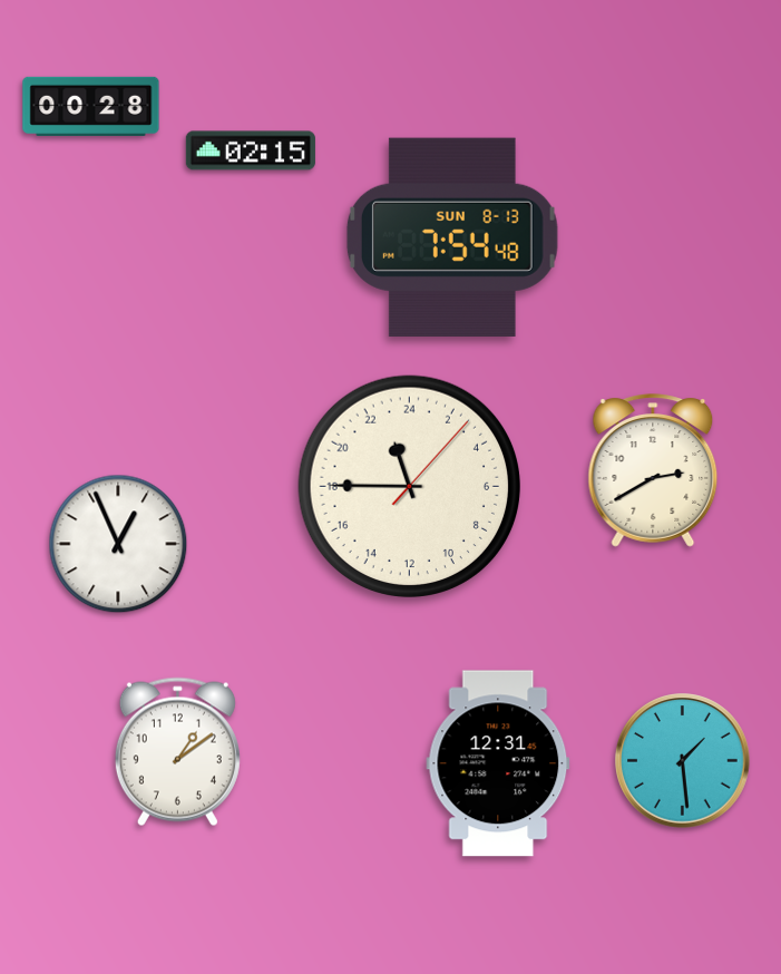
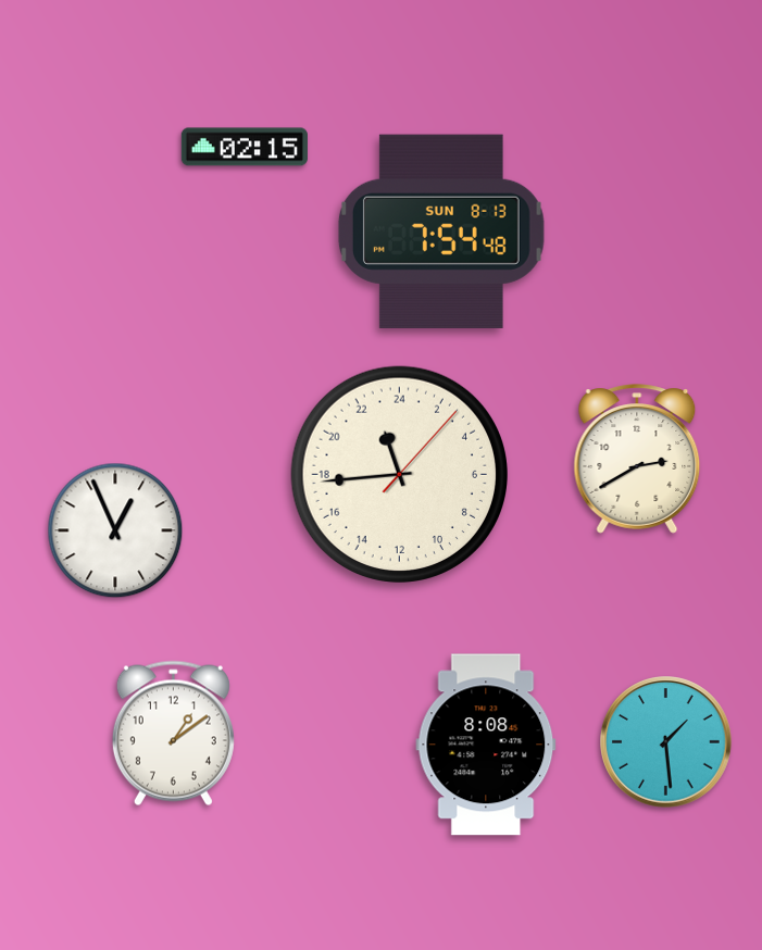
clock at (91, 106): 00:28 -> none
clock at (409, 486): 22:45 -> 22:44
clock at (498, 763): 12:31 -> 8:08
